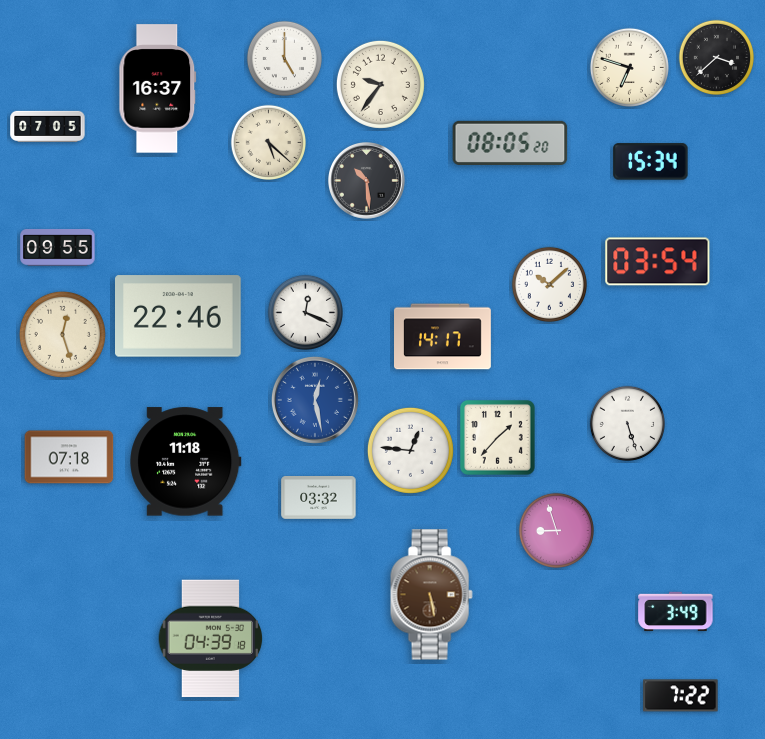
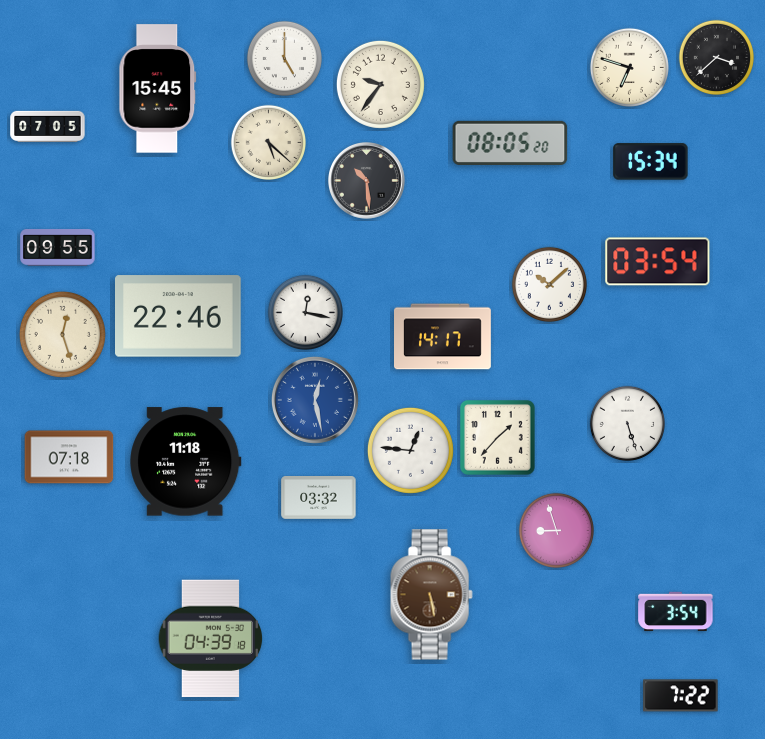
clock at (158, 89): 16:37 -> 15:45
clock at (305, 312): 12:19 -> 12:17
clock at (676, 612): 3:49 -> 3:54
